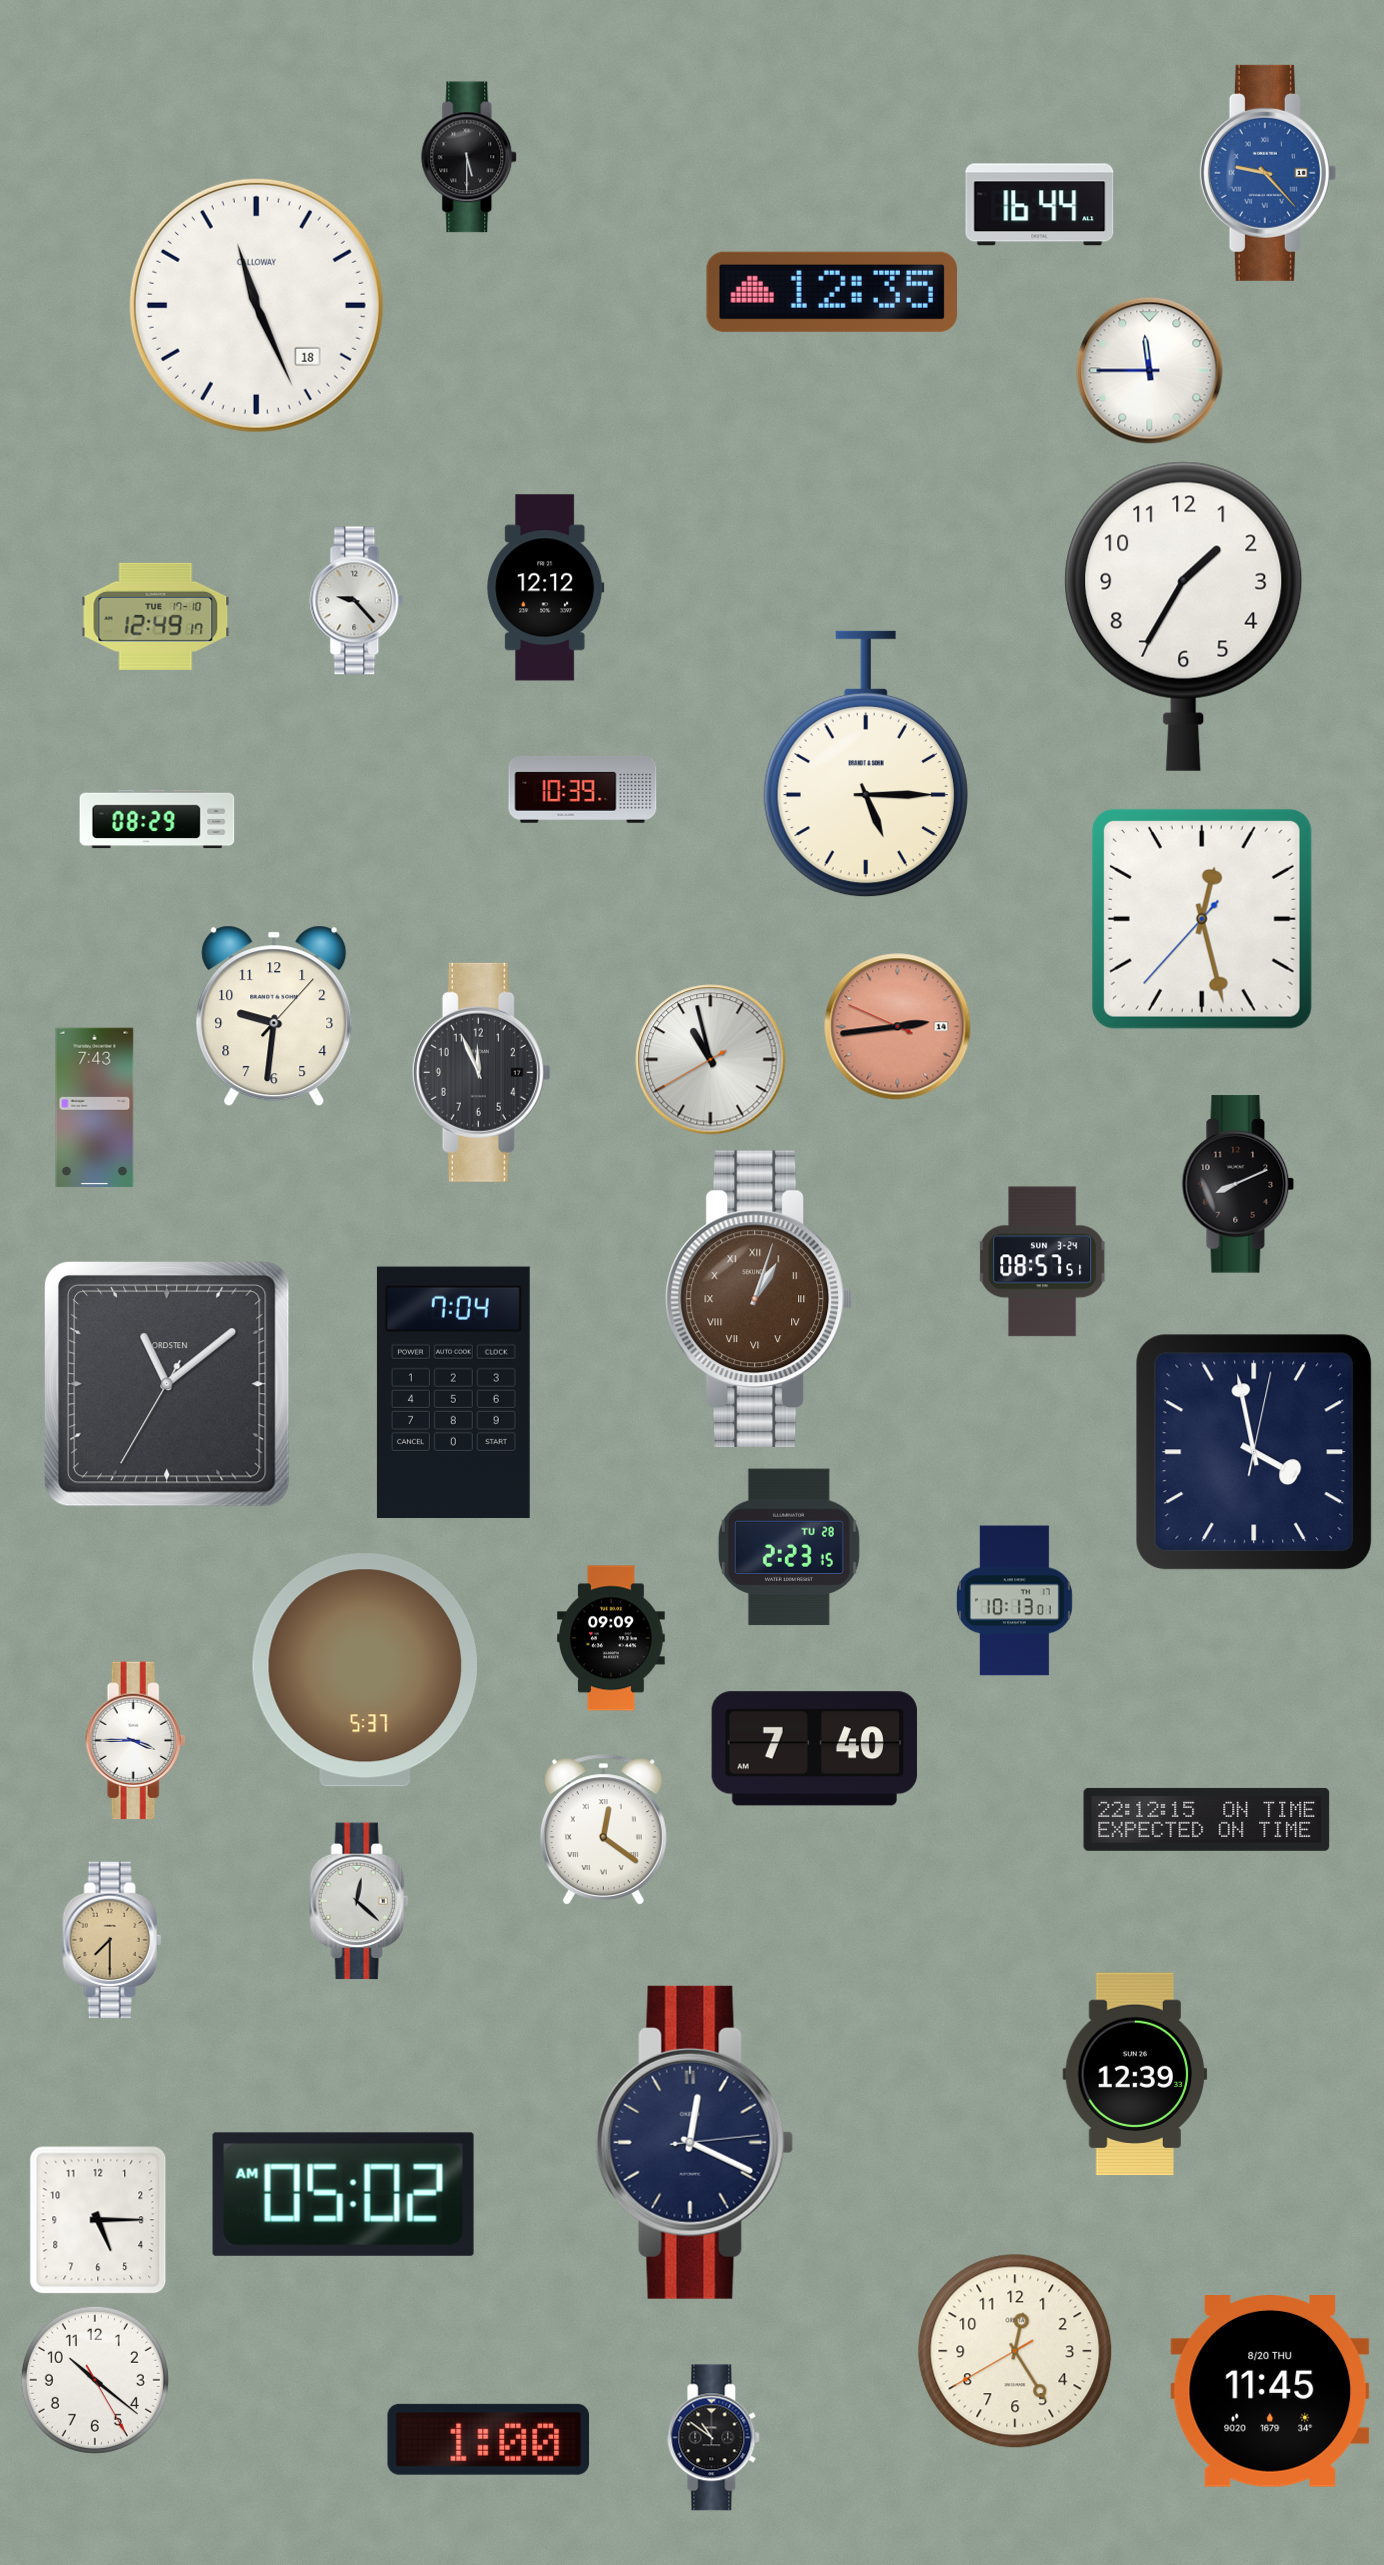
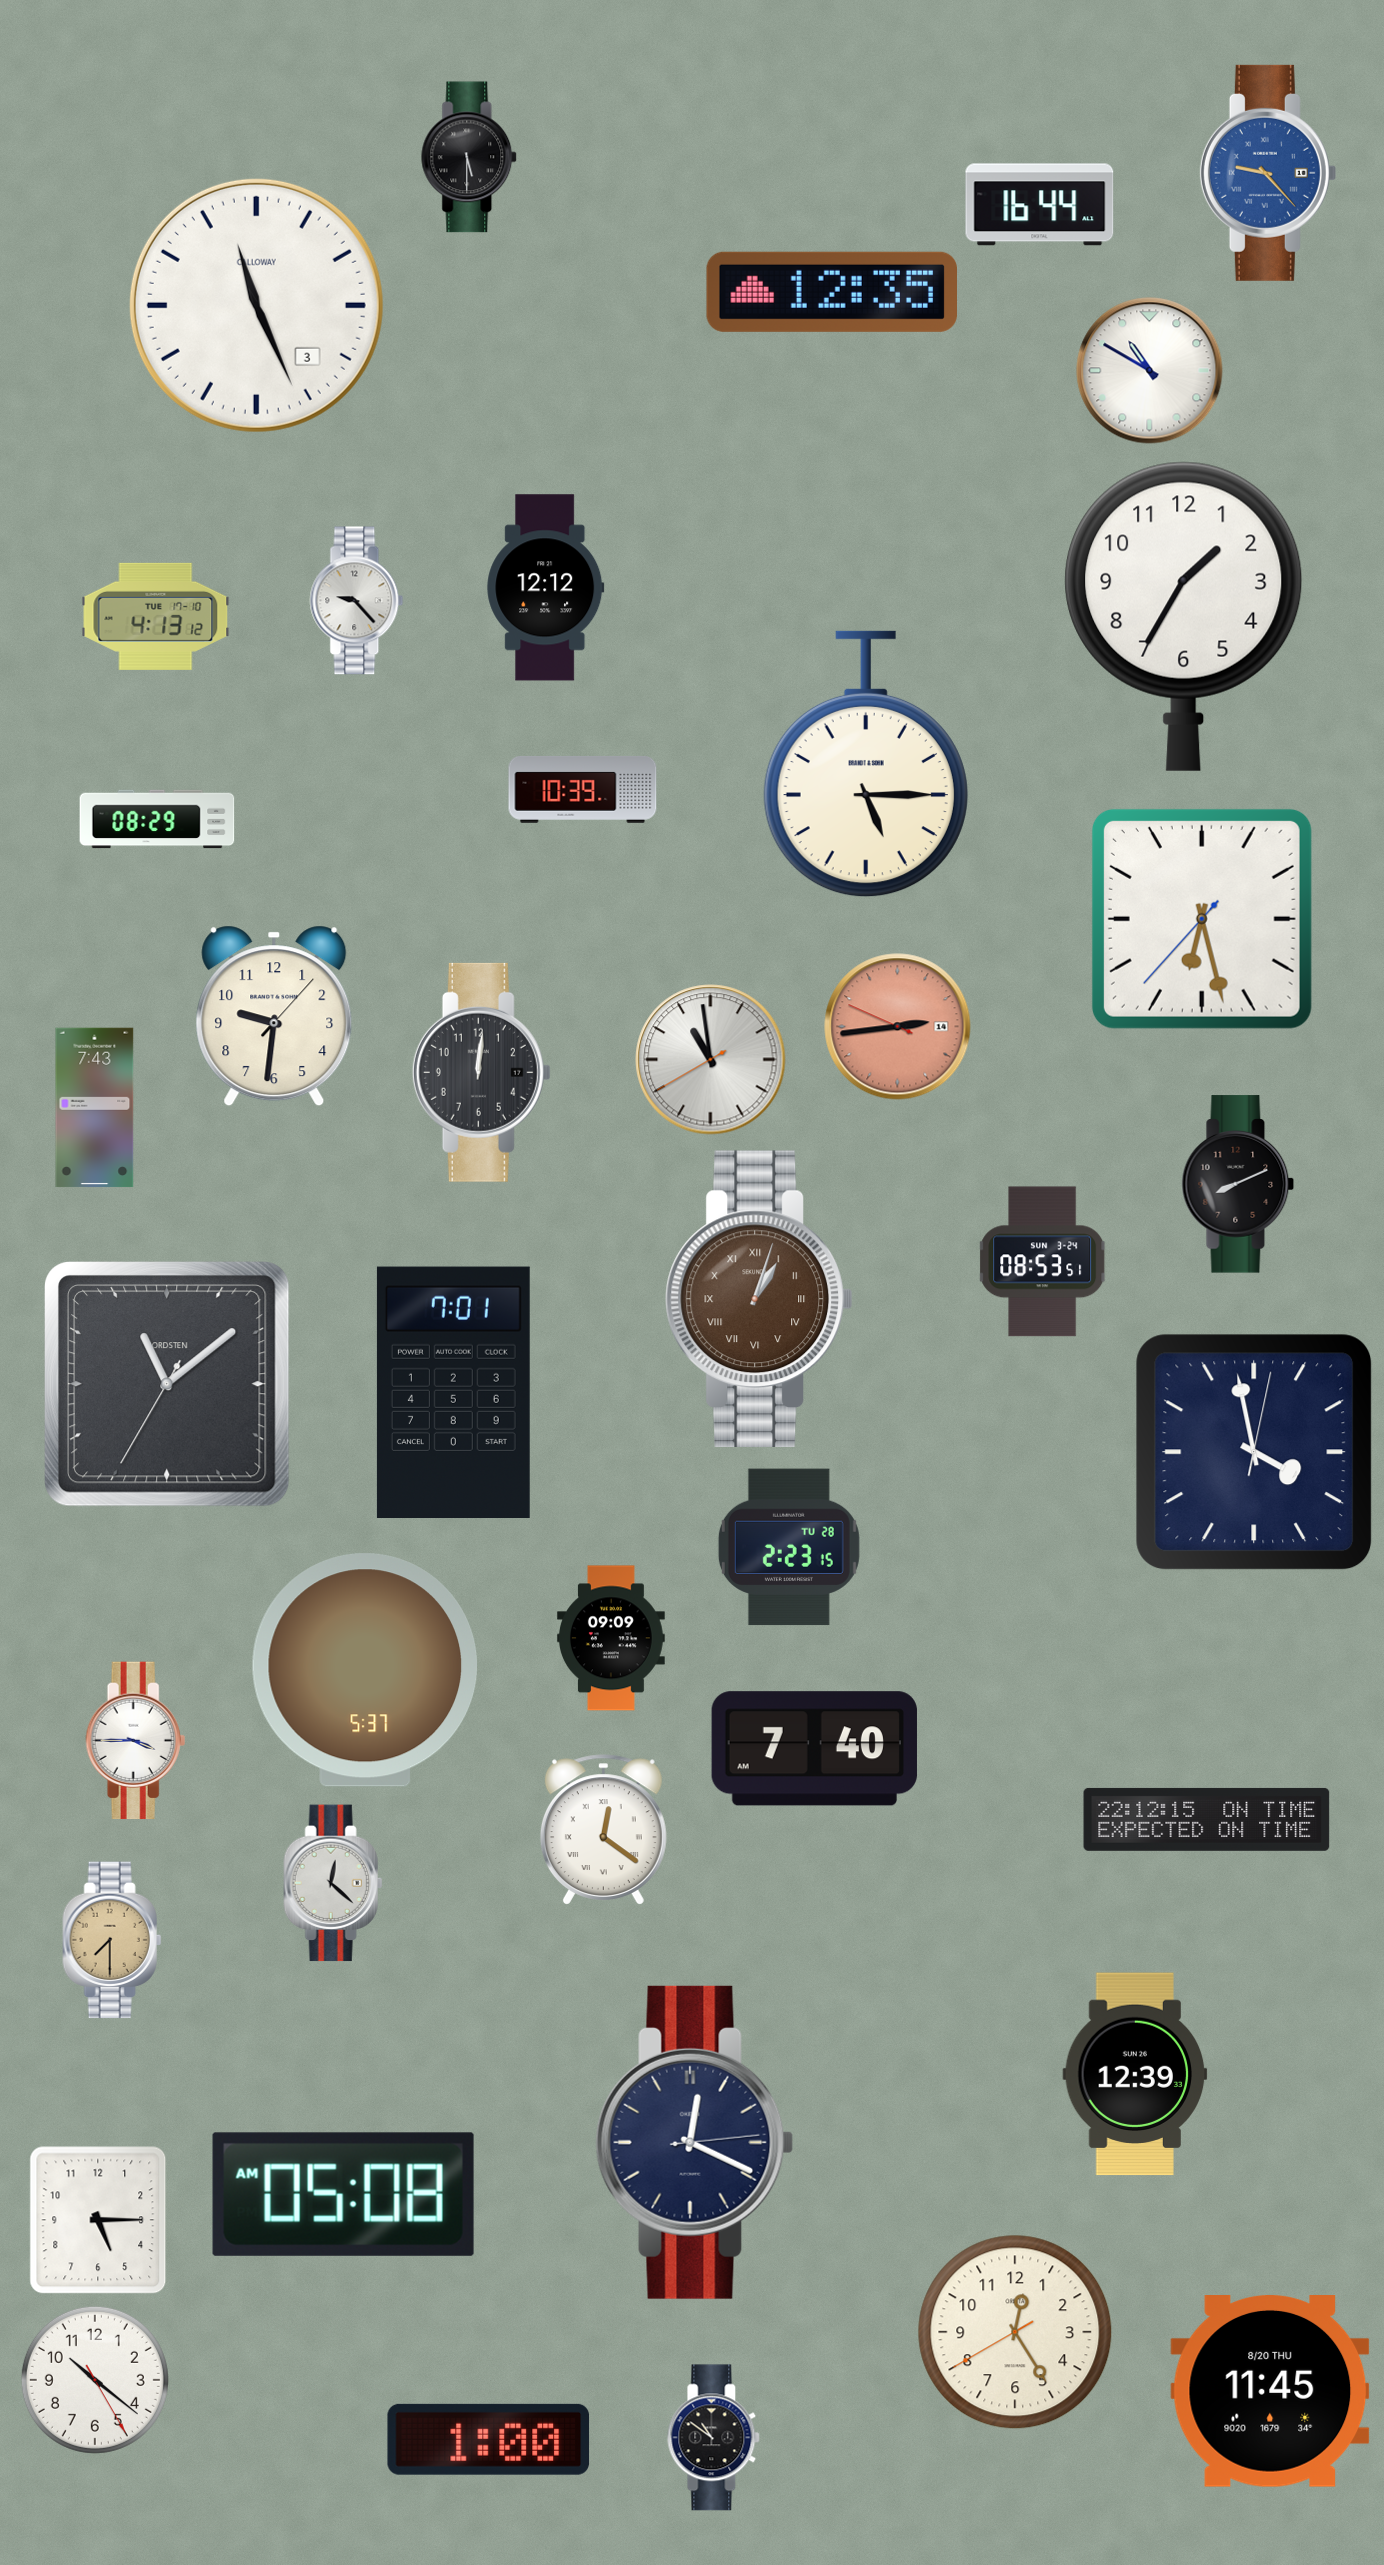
clock at (256, 305) date: 18 -> 3
clock at (1150, 371): 11:45 -> 10:50
clock at (156, 616): 12:49 -> 4:13
clock at (1202, 919): 12:27 -> 6:27
clock at (711, 1060): 10:57 -> 10:58
clock at (481, 1072): 11:56 -> 12:01
clock at (1043, 1262): 08:57 -> 08:53
clock at (453, 1393): 7:04 -> 7:01
clock at (1015, 1601): 10:13 -> none
clock at (359, 1901) position: (359, 1901) -> (333, 1883)
clock at (343, 2194): 05:02 -> 05:08
clock at (1015, 2351) position: (1015, 2351) -> (1015, 2332)
